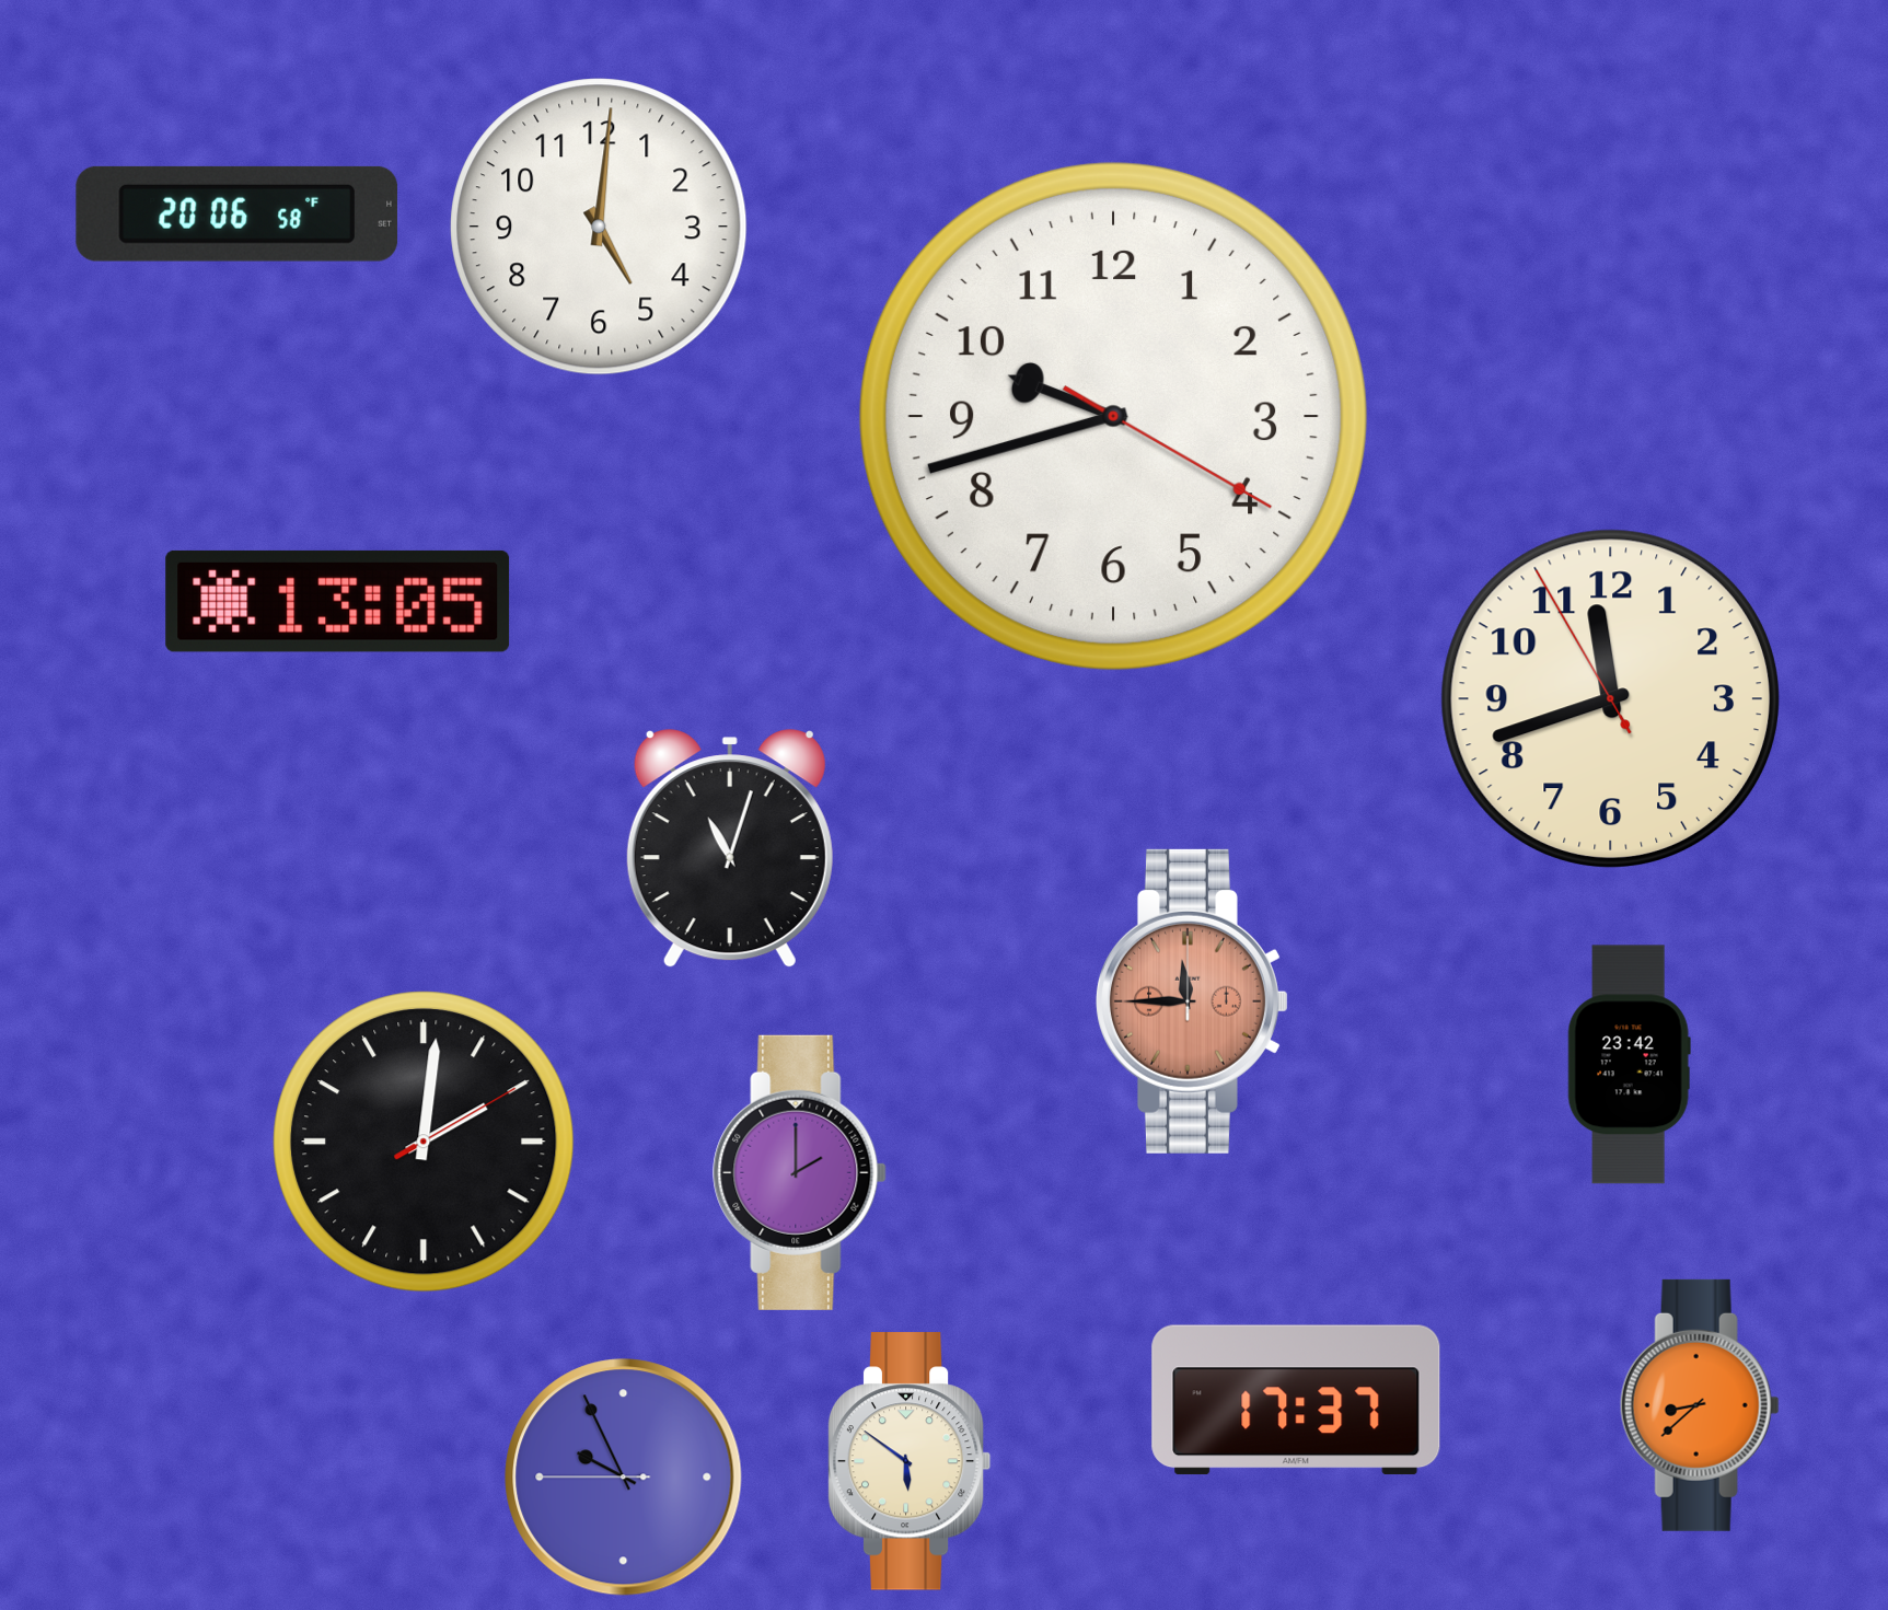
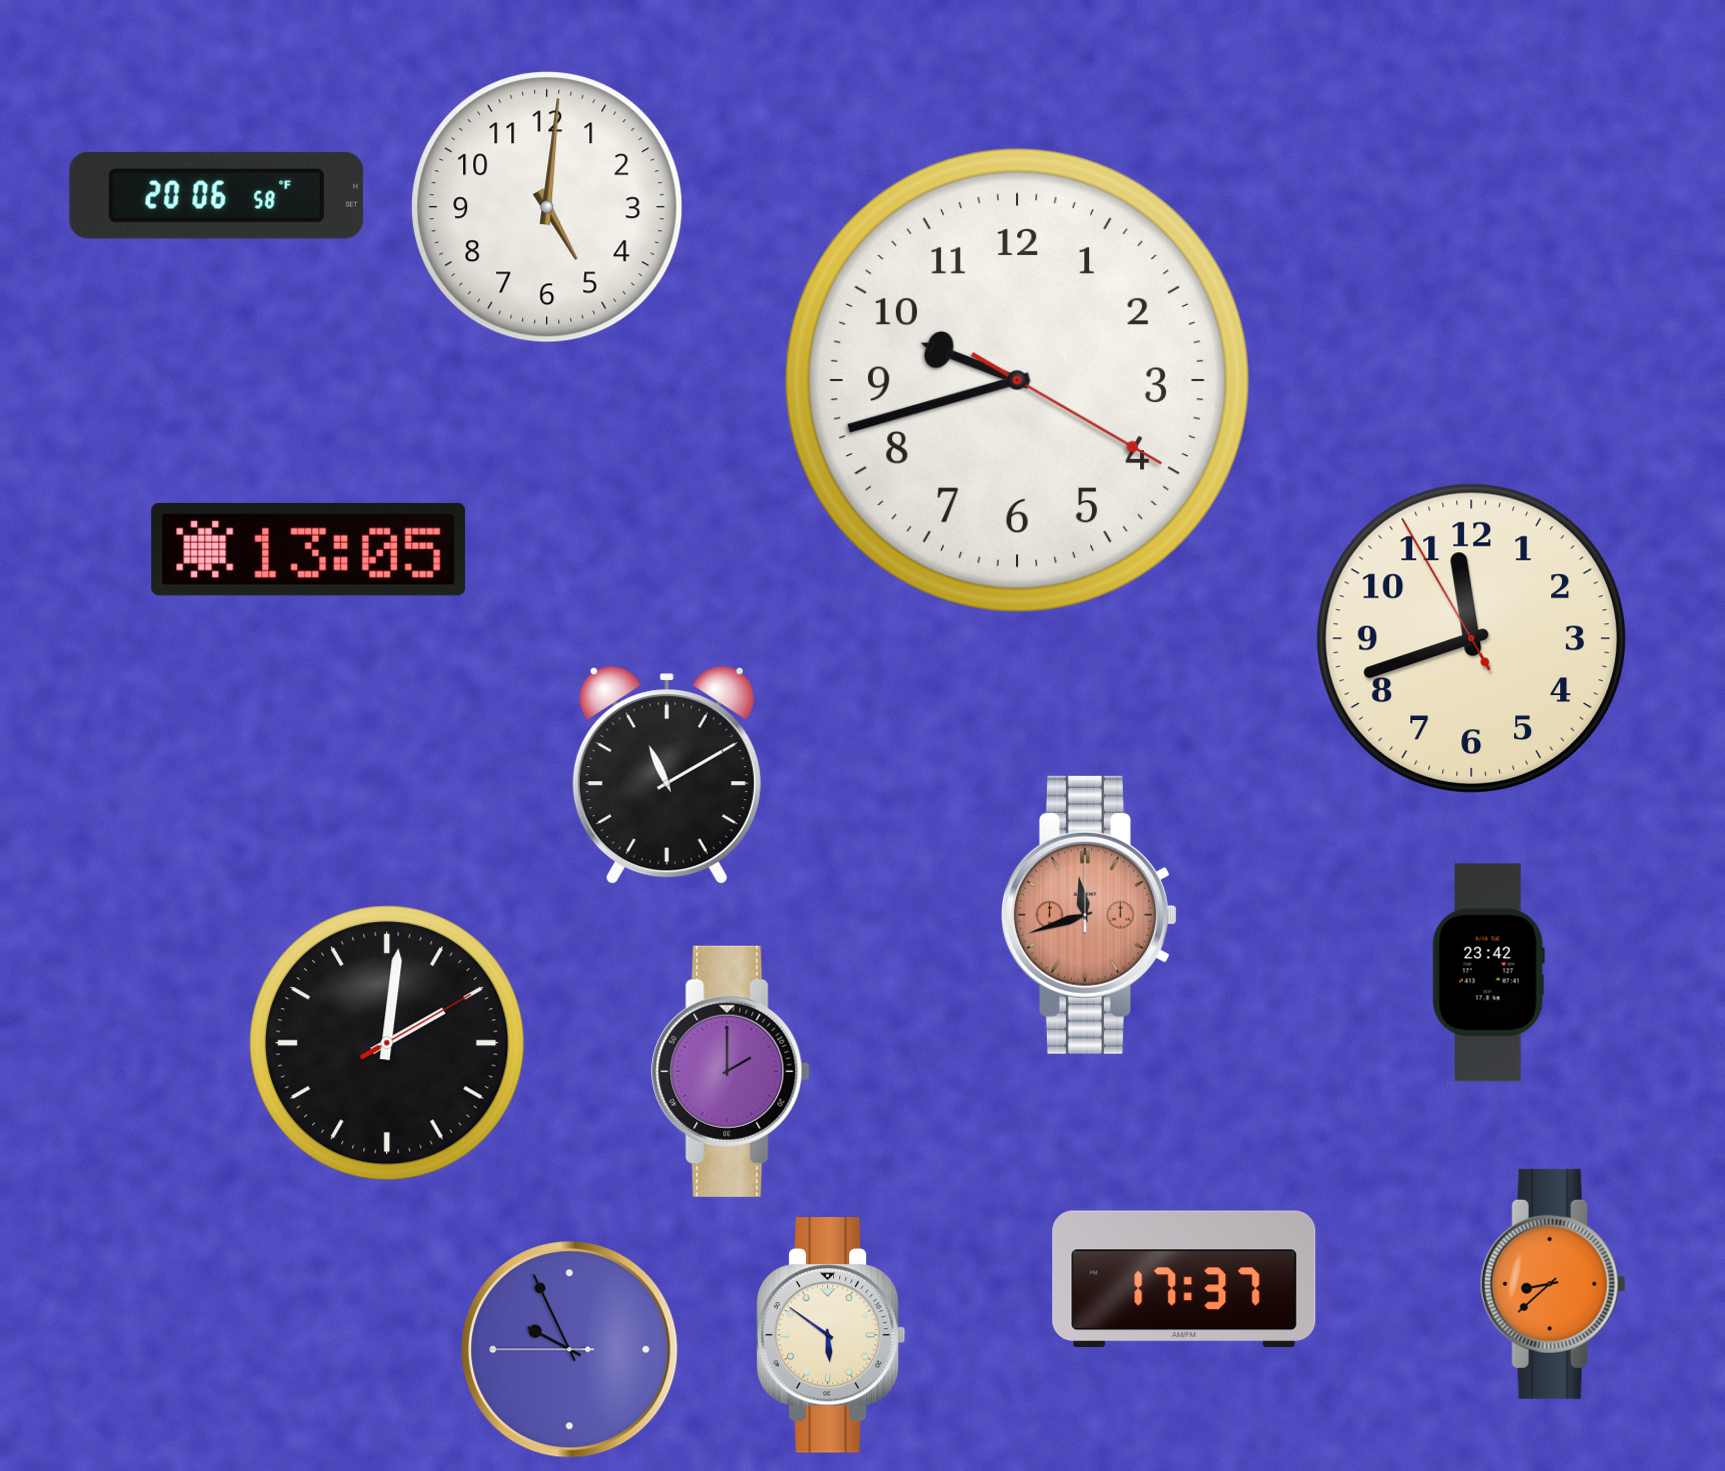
clock at (730, 849): 11:03 -> 11:10
clock at (1192, 1001): 11:45 -> 11:42
